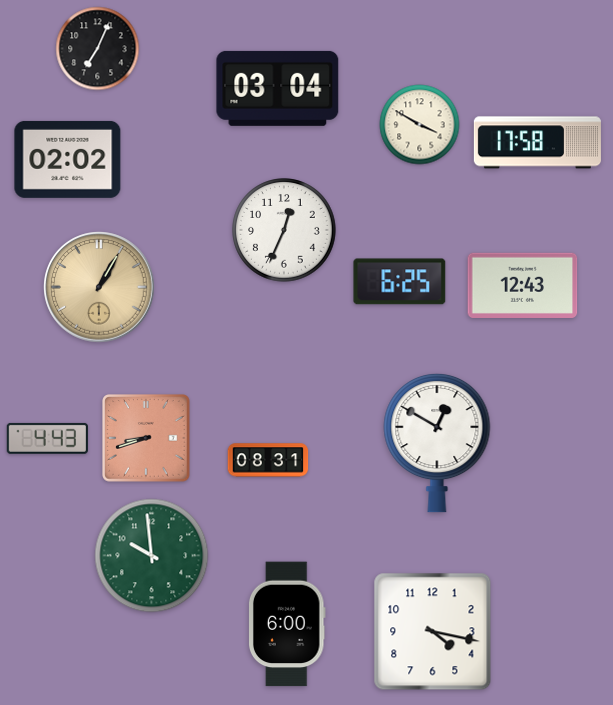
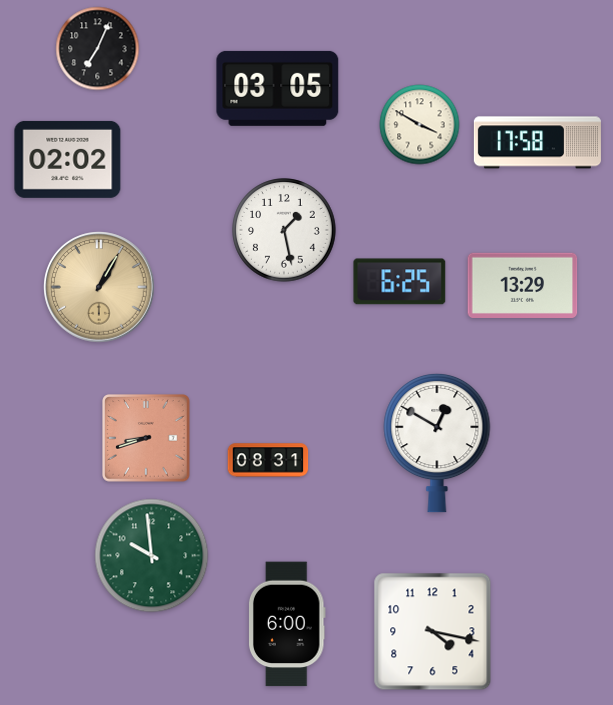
clock at (278, 88): 03:04 -> 03:05
clock at (284, 230): 12:34 -> 1:28
clock at (523, 285): 12:43 -> 13:29
clock at (47, 438): 4:43 -> none
